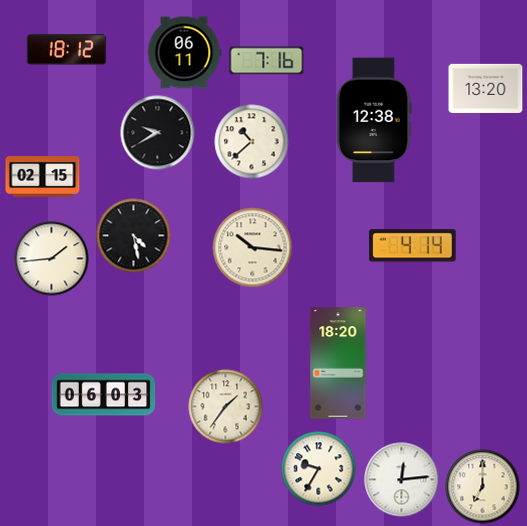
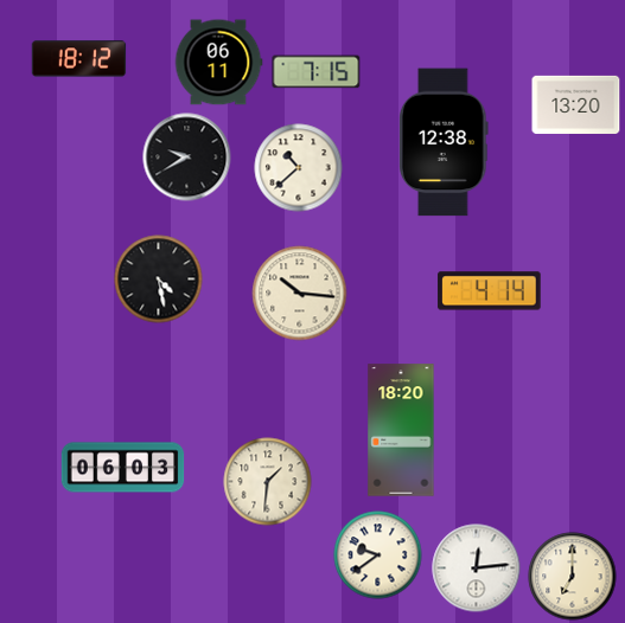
clock at (267, 61): 7:16 -> 7:15
clock at (43, 177): 02:15 -> none
clock at (52, 259): 1:44 -> none
clock at (226, 407): 1:36 -> 1:31
clock at (319, 469): 9:35 -> 9:39
